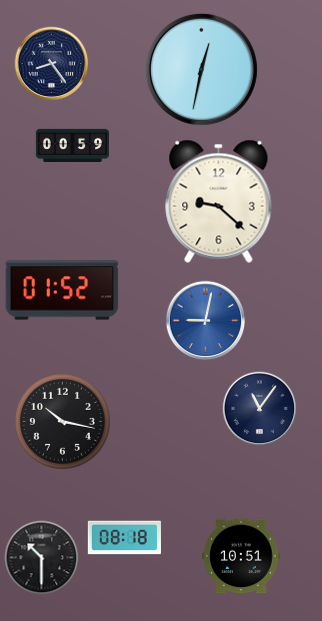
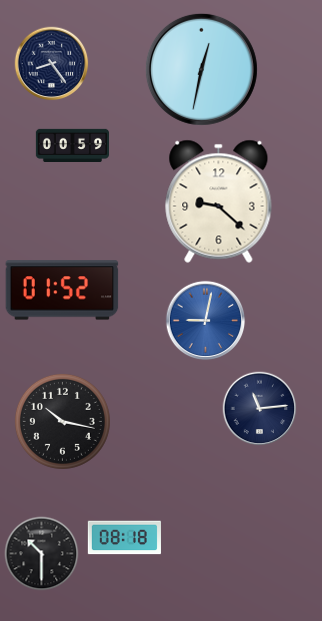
clock at (260, 409): 11:06 -> 11:14
clock at (241, 556): 10:51 -> none
clock at (42, 558) position: (42, 558) -> (42, 554)
